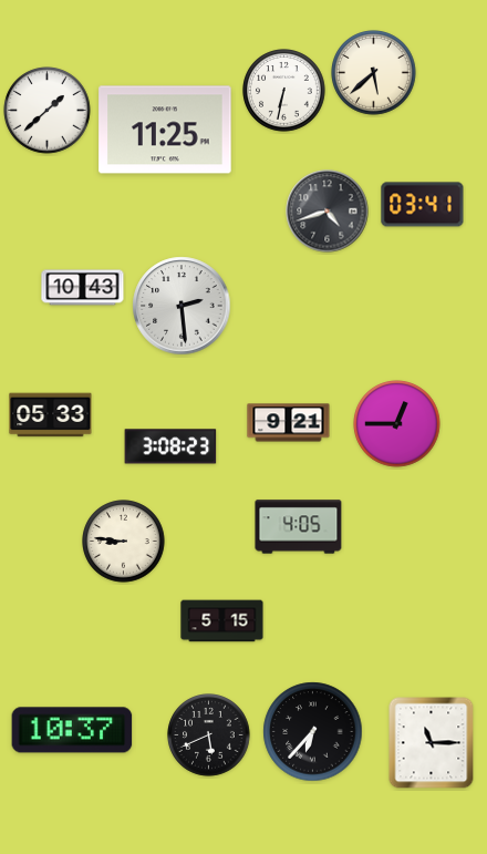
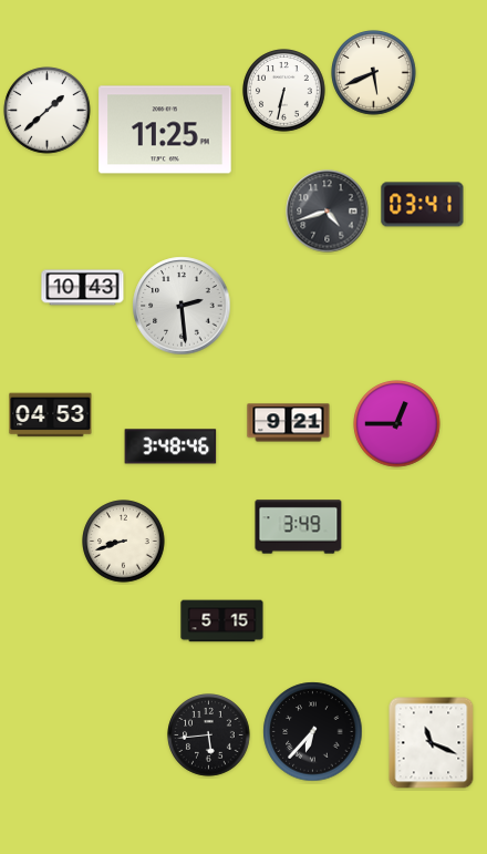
clock at (374, 73): 5:38 -> 5:41
clock at (51, 415): 05:33 -> 04:53
clock at (170, 446): 3:08 -> 3:48
clock at (299, 527): 4:05 -> 3:49
clock at (124, 542): 8:46 -> 8:42
clock at (72, 730): 10:37 -> none
clock at (209, 735): 5:41 -> 5:44
clock at (432, 743): 11:15 -> 11:19
